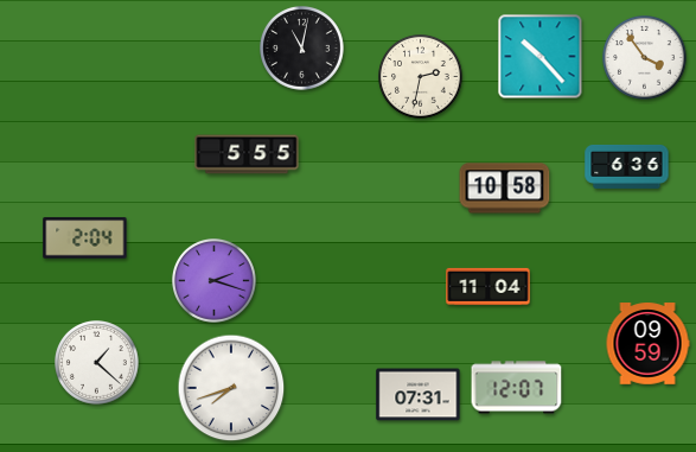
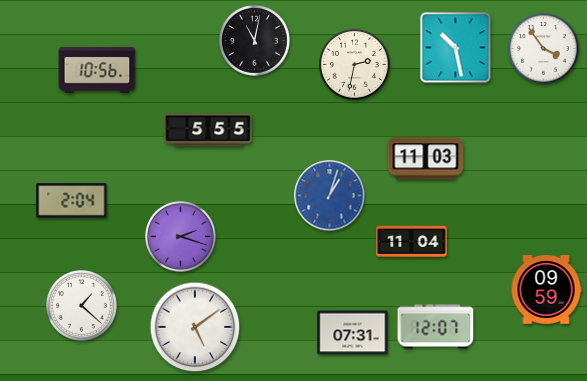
clock at (541, 57): 10:23 -> 10:28
clock at (97, 70): none -> 10:56
clock at (627, 166): 6:36 -> none
clock at (505, 189): 10:58 -> 11:03
clock at (330, 196): none -> 1:03
clock at (231, 388): 7:42 -> 5:09
